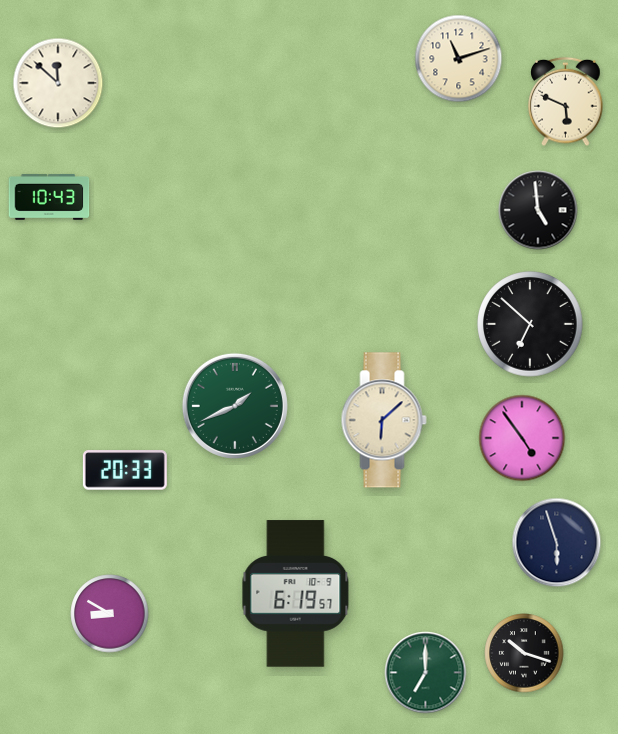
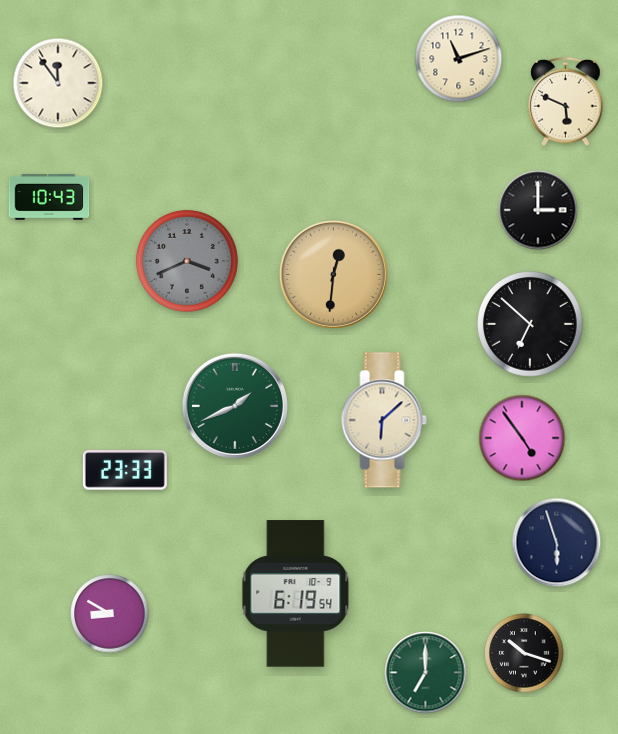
clock at (58, 83): 11:52 -> 11:54
clock at (538, 210): 4:59 -> 3:00
clock at (187, 261): none -> 3:41
clock at (333, 274): none -> 12:31
clock at (125, 470): 20:33 -> 23:33
clock at (296, 594): 6:19:57 -> 6:19:54
